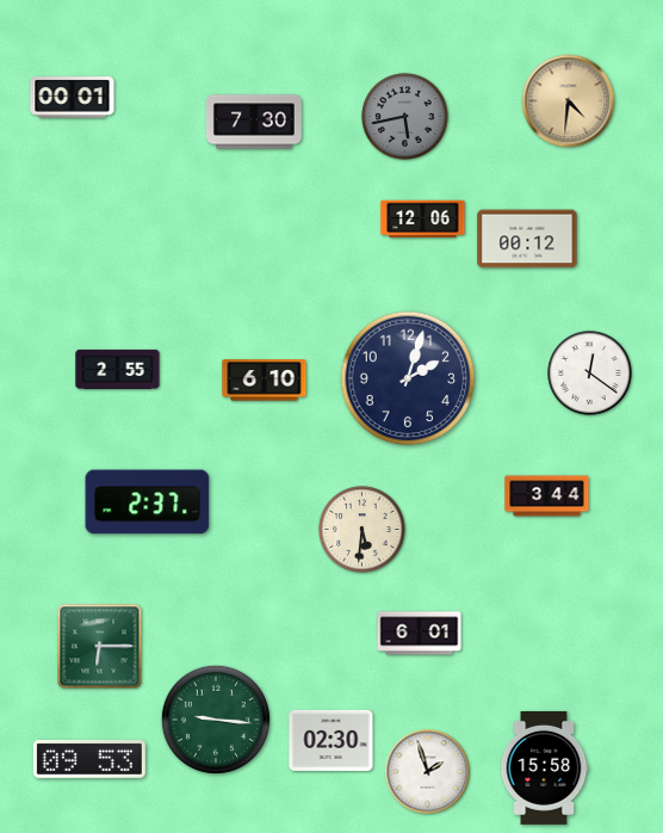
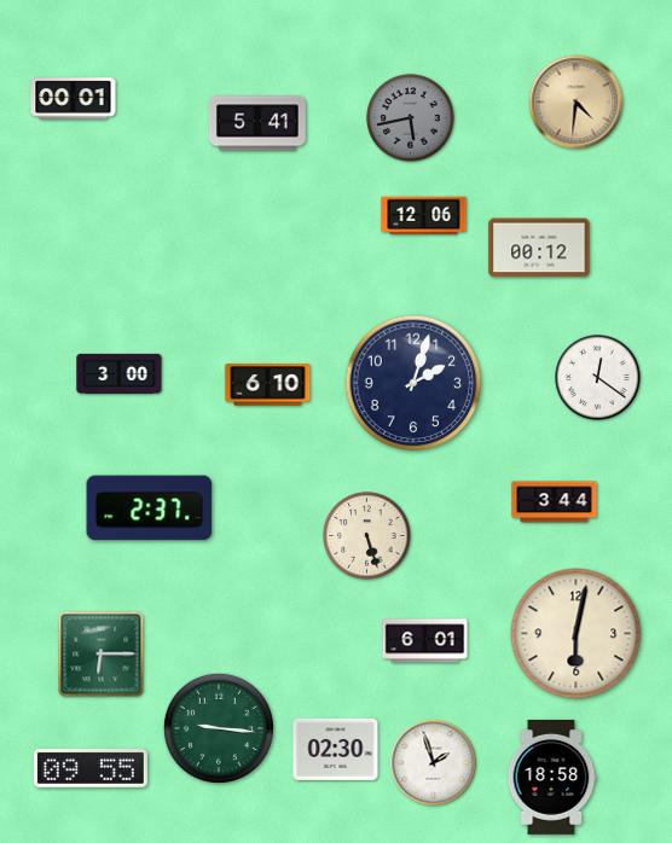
clock at (254, 122): 7:30 -> 5:41
clock at (423, 220) position: (423, 220) -> (424, 216)
clock at (527, 239) position: (527, 239) -> (539, 248)
clock at (118, 369): 2:55 -> 3:00
clock at (363, 530): 5:31 -> 5:27
clock at (577, 634): none -> 6:02
clock at (89, 759): 09:53 -> 09:55
clock at (544, 767): 15:58 -> 18:58
clock at (428, 772) position: (428, 772) -> (434, 763)
